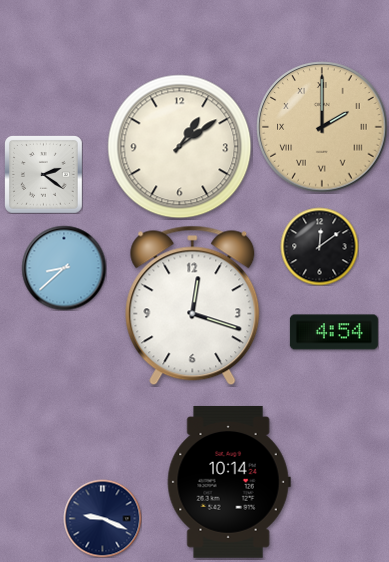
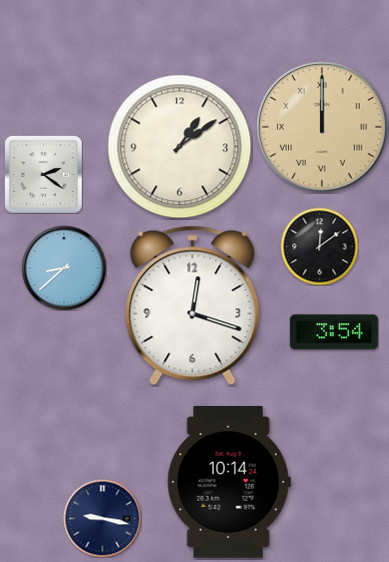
clock at (322, 127): 2:00 -> 12:00
clock at (334, 332): 4:54 -> 3:54
clock at (102, 518): 9:19 -> 9:17
